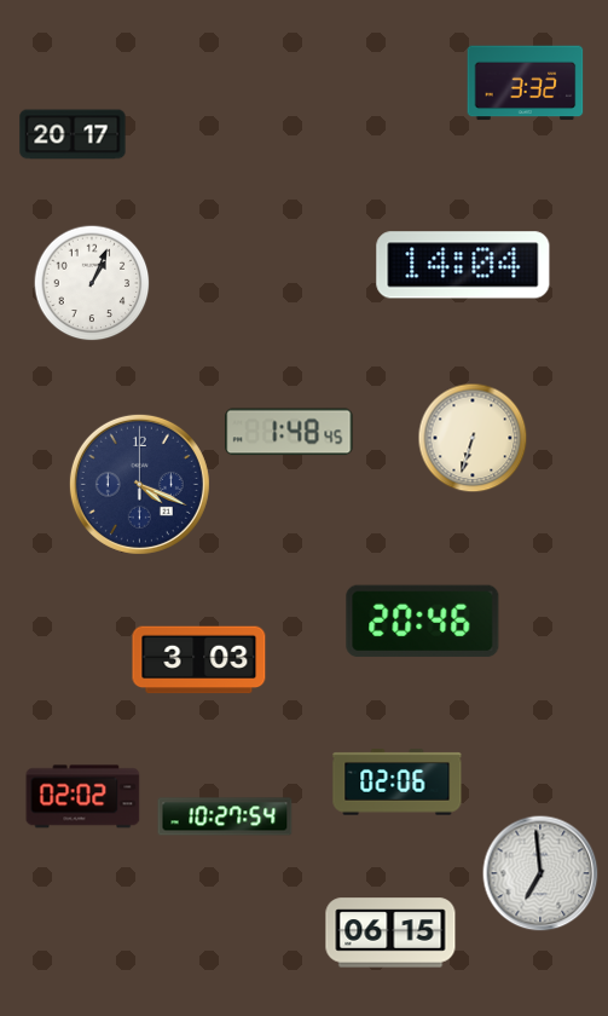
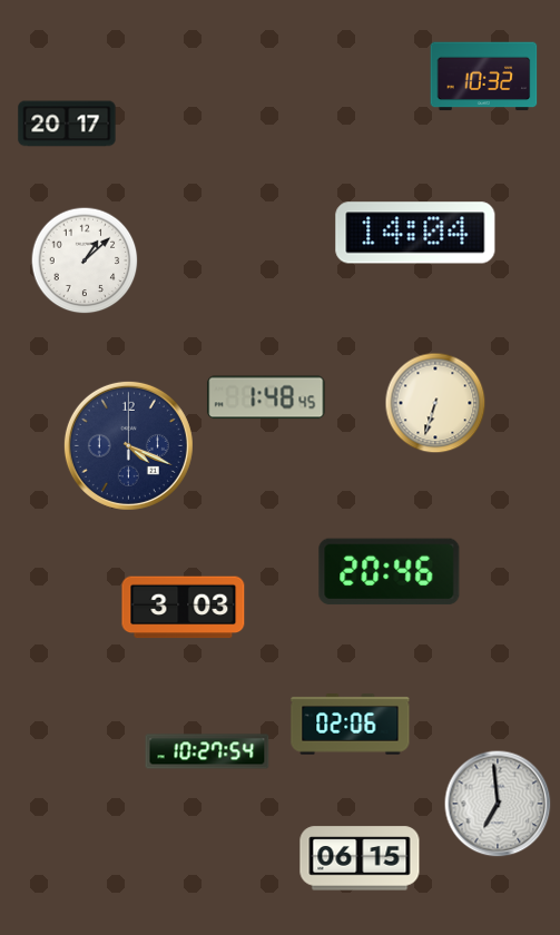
clock at (526, 83): 3:32 -> 10:32
clock at (463, 265) position: (463, 265) -> (415, 233)
clock at (92, 283): 1:04 -> 1:08
clock at (398, 783) position: (398, 783) -> (351, 725)
clock at (83, 797): 02:02 -> none
